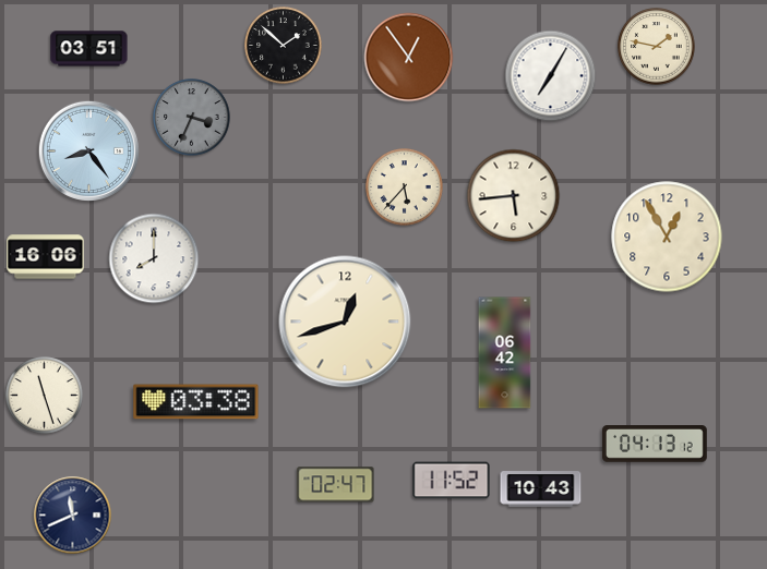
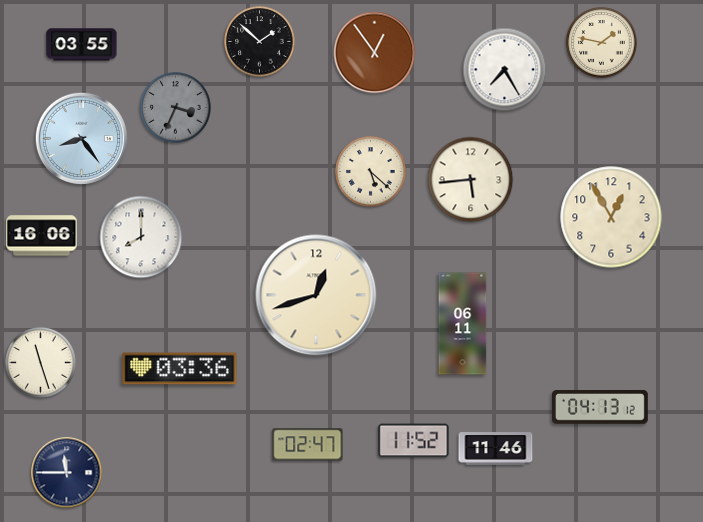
clock at (89, 49): 03:51 -> 03:55
clock at (551, 76): 7:05 -> 7:25
clock at (405, 187): 5:37 -> 5:22
clock at (505, 353): 06:42 -> 06:11
clock at (196, 402): 03:38 -> 03:36
clock at (541, 489): 10:43 -> 11:46
clock at (73, 516): 11:41 -> 11:45
